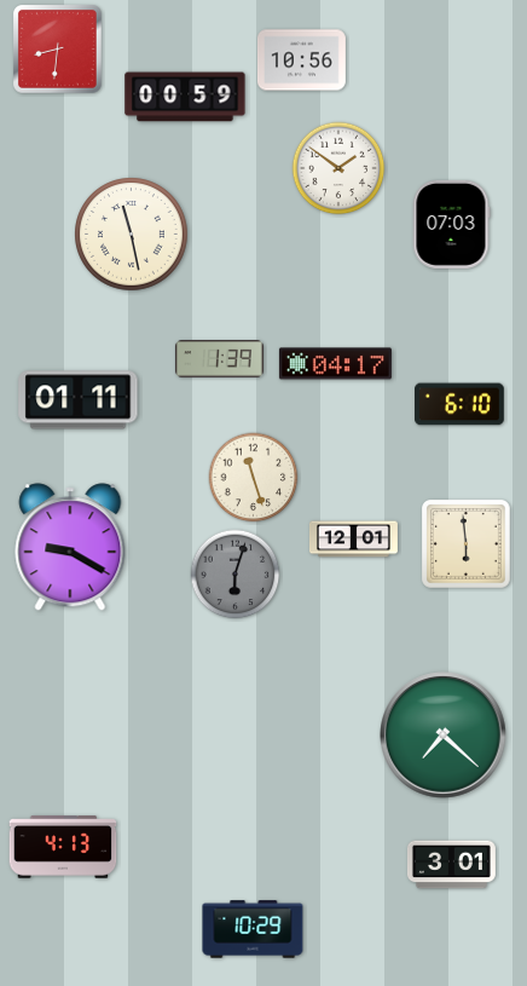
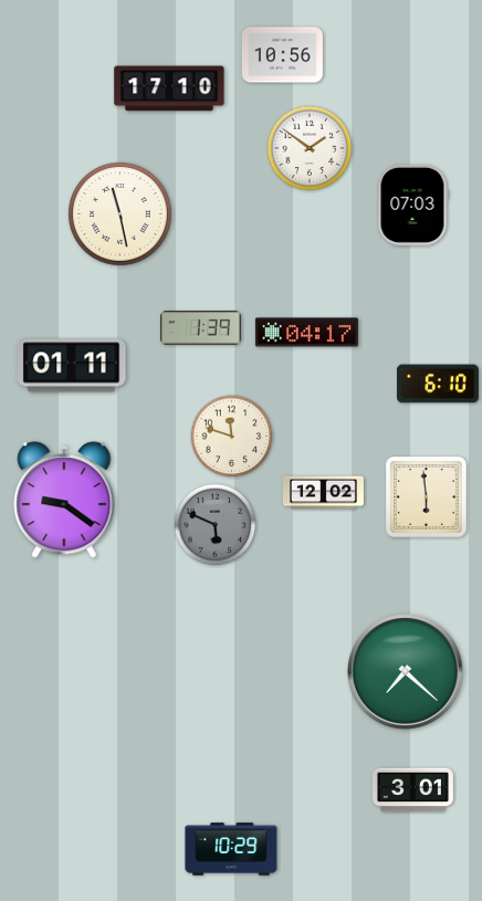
clock at (58, 50): 8:31 -> none
clock at (301, 60) position: (301, 60) -> (282, 55)
clock at (185, 97): 00:59 -> 17:10
clock at (338, 168) position: (338, 168) -> (310, 148)
clock at (461, 404) position: (461, 404) -> (439, 384)
clock at (254, 478): 11:27 -> 11:48
clock at (353, 540): 12:01 -> 12:02
clock at (70, 547): 9:20 -> 9:21
clock at (236, 575): 6:03 -> 5:49
clock at (63, 847): 4:13 -> none
